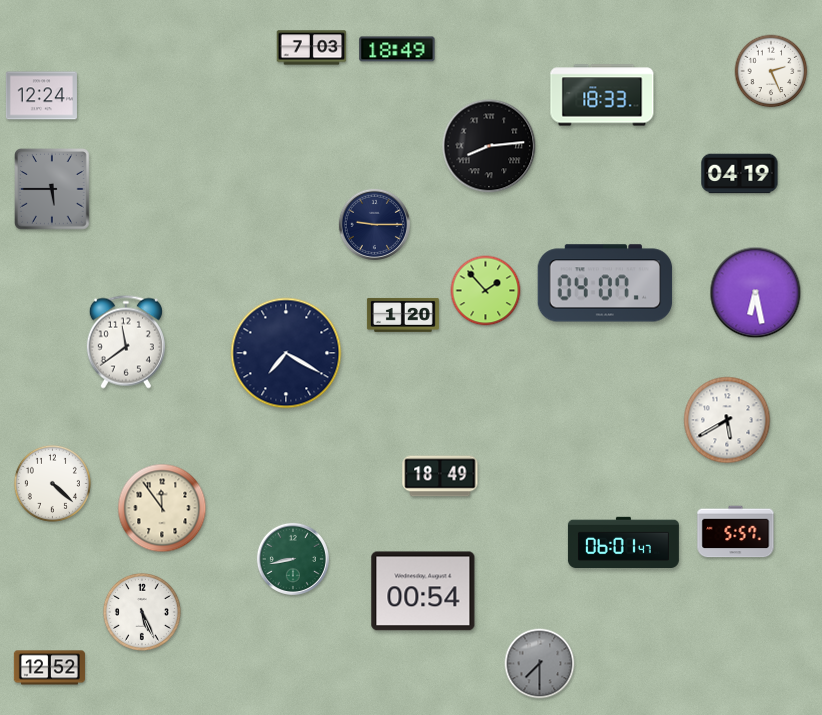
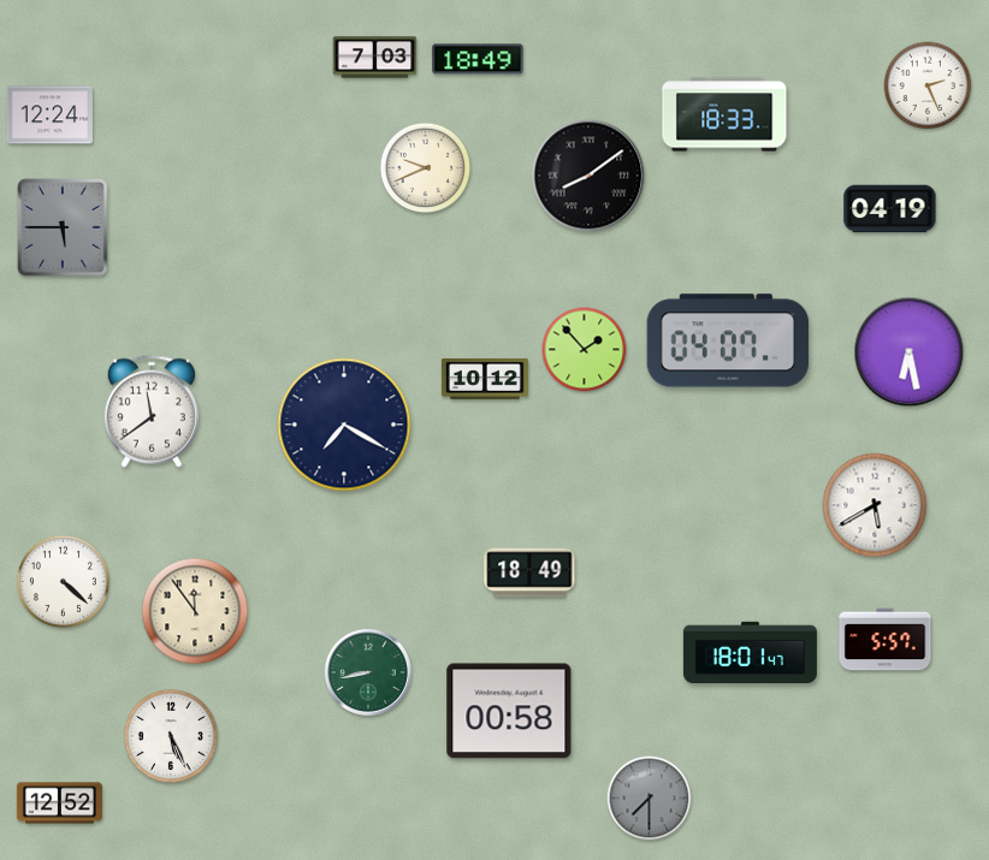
clock at (425, 167): none -> 9:41
clock at (489, 146): 8:14 -> 8:09
clock at (374, 224): 9:15 -> none
clock at (403, 315): 1:20 -> 10:12
clock at (623, 543): 06:01 -> 18:01
clock at (293, 559) position: (293, 559) -> (368, 672)
clock at (423, 591): 00:54 -> 00:58
